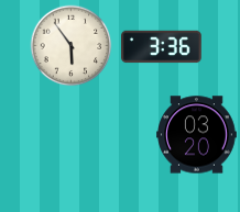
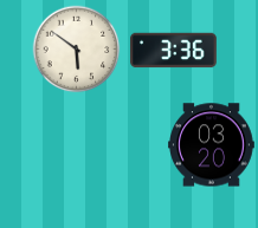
clock at (72, 46): 5:54 -> 5:51
